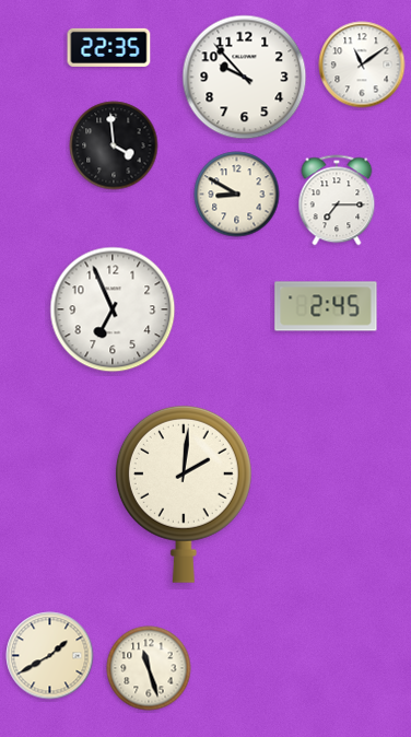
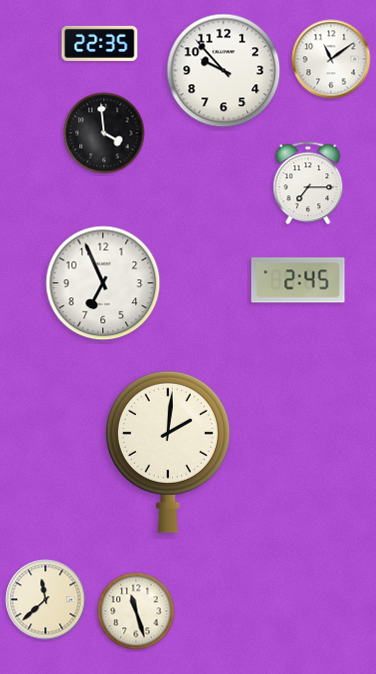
clock at (237, 195): 8:50 -> none
clock at (50, 656): 1:40 -> 11:38
